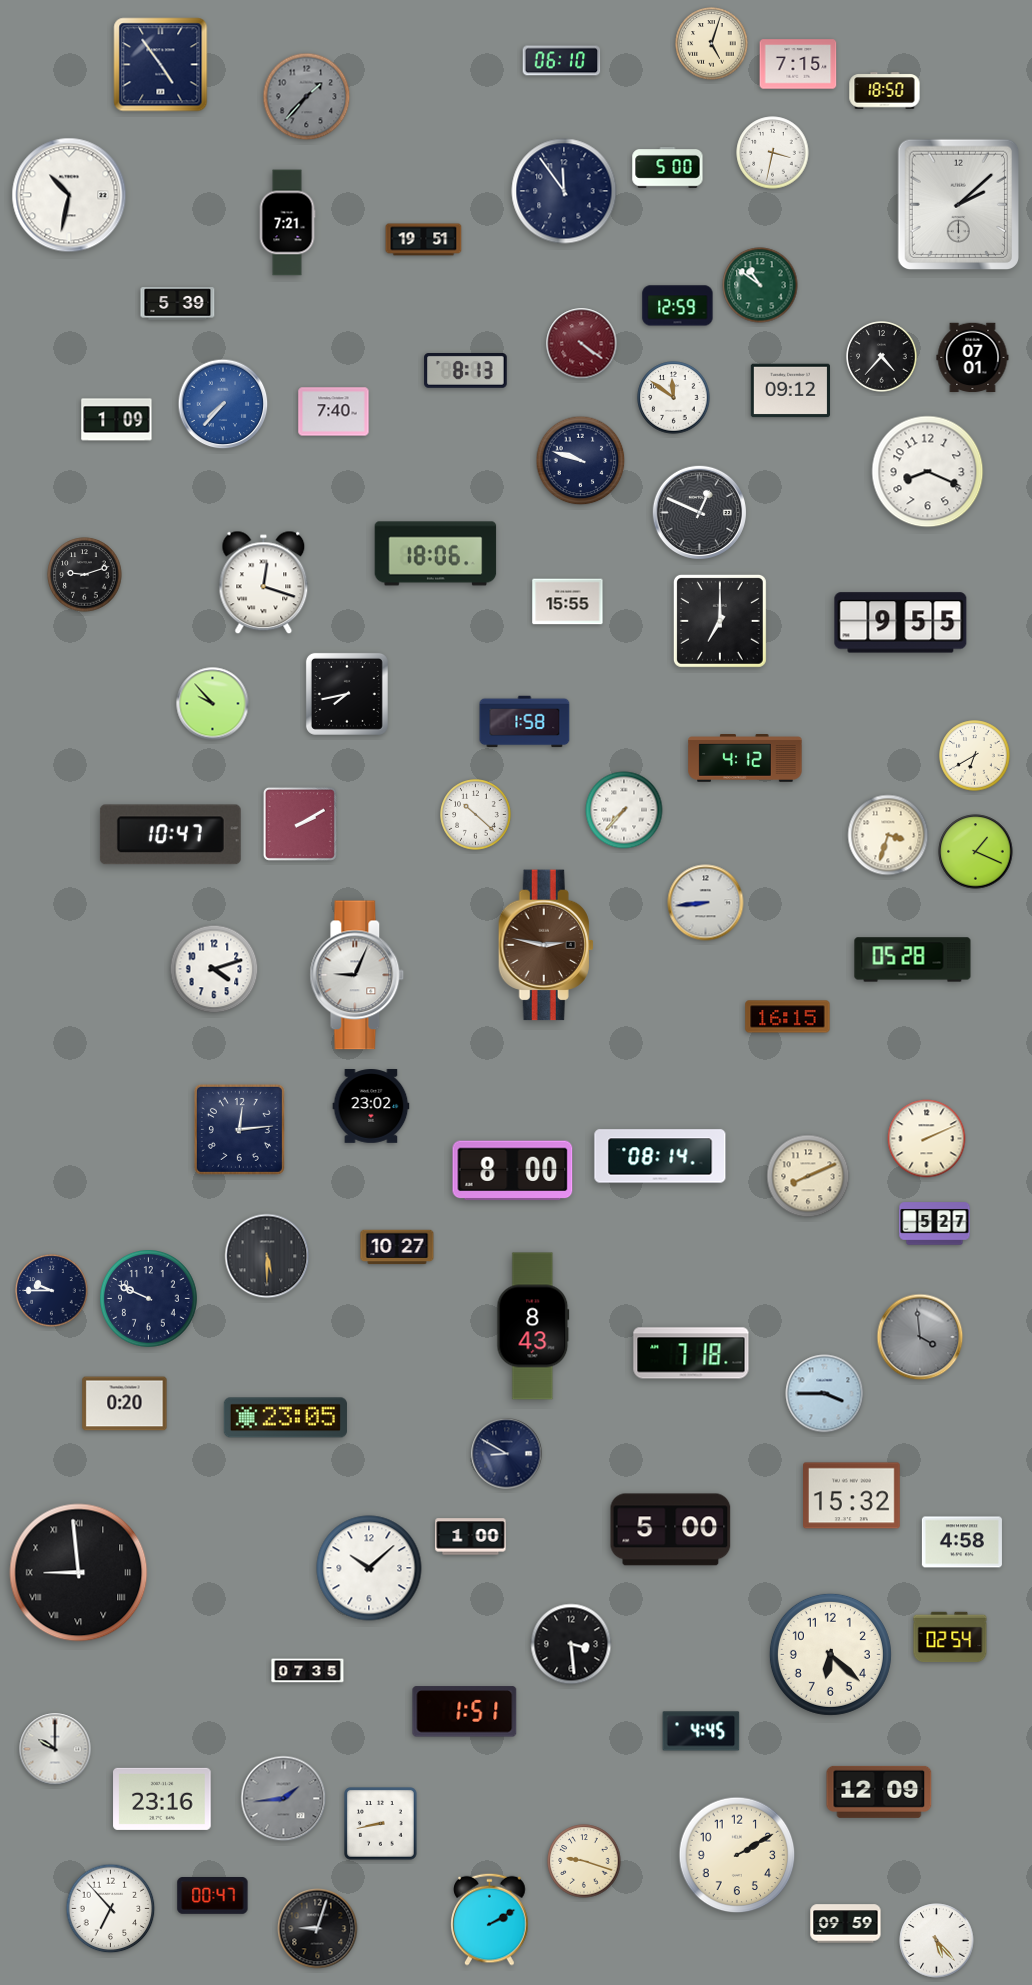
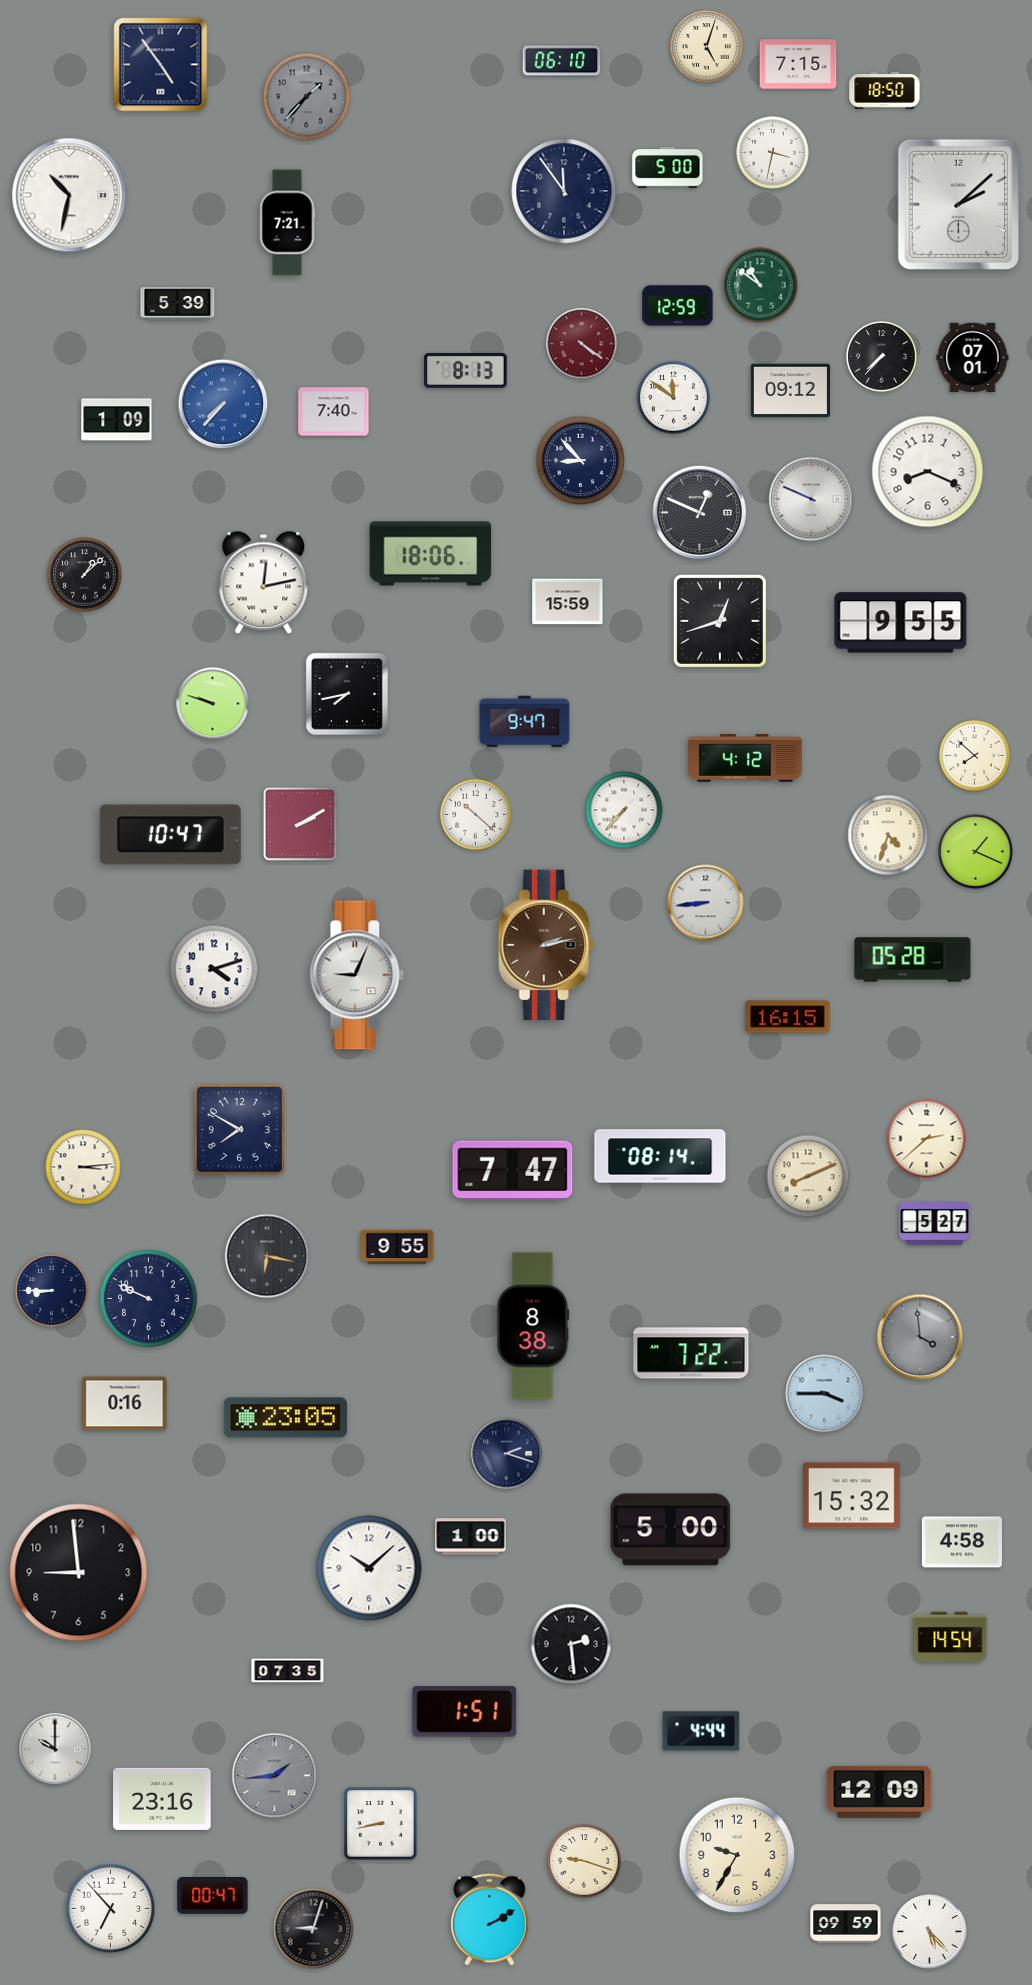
clock at (712, 44) position: (712, 44) -> (707, 47)
clock at (424, 240): 19:51 -> none
clock at (882, 357): 4:37 -> 7:37
clock at (581, 461): 9:48 -> 8:53
clock at (811, 499): none -> 9:49
clock at (436, 554) position: (436, 554) -> (431, 554)
clock at (85, 575): 9:12 -> 1:08
clock at (264, 583): 12:18 -> 12:13
clock at (568, 602): 15:55 -> 15:59
clock at (720, 621): 7:00 -> 12:42
clock at (213, 704): 9:53 -> 9:48
clock at (525, 722): 1:58 -> 9:47
clock at (975, 756): 6:40 -> 7:52
clock at (888, 835): 3:33 -> 4:33
clock at (546, 945): 2:47 -> 2:13
clock at (371, 1106): 23:02 -> none
clock at (239, 1129): 12:14 -> 7:50
clock at (927, 1139): 2:11 -> 2:38
clock at (83, 1167): none -> 3:14
clock at (513, 1171): 8:00 -> 7:47
clock at (397, 1247): 10:27 -> 9:55
clock at (267, 1256): 5:30 -> 6:17
clock at (52, 1291): 9:45 -> 8:45
clock at (533, 1326): 8:43 -> 8:38
clock at (691, 1353): 7:18 -> 7:22
clock at (125, 1404): 0:20 -> 0:16
clock at (507, 1454): 8:50 -> 2:18
clock at (79, 1573) numerals: Roman -> Arabic
clock at (950, 1637): 02:54 -> 14:54
clock at (571, 1644): 3:29 -> 2:29
clock at (830, 1654): 6:22 -> none
clock at (308, 1671) position: (308, 1671) -> (288, 1671)
clock at (701, 1731): 4:45 -> 4:44
clock at (284, 1799) position: (284, 1799) -> (275, 1776)
clock at (737, 1855): 2:10 -> 9:35
clock at (318, 1929) position: (318, 1929) -> (314, 1929)
clock at (937, 1941) position: (937, 1941) -> (930, 1932)
